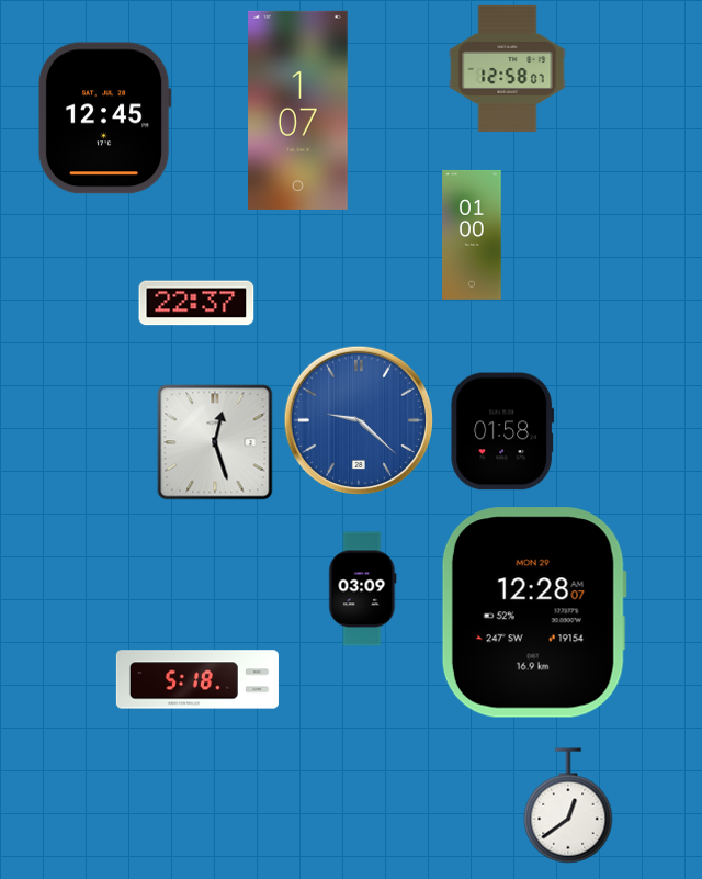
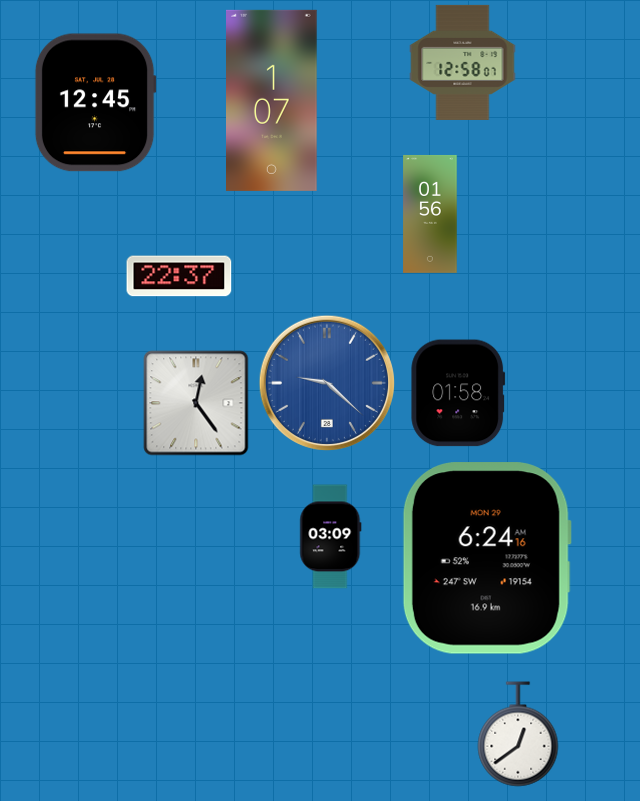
clock at (104, 119) position: (104, 119) -> (95, 103)
clock at (472, 235): 01:00 -> 01:56
clock at (215, 442): 12:27 -> 12:24
clock at (534, 612): 12:28 -> 6:24
clock at (197, 679): 5:18 -> none
